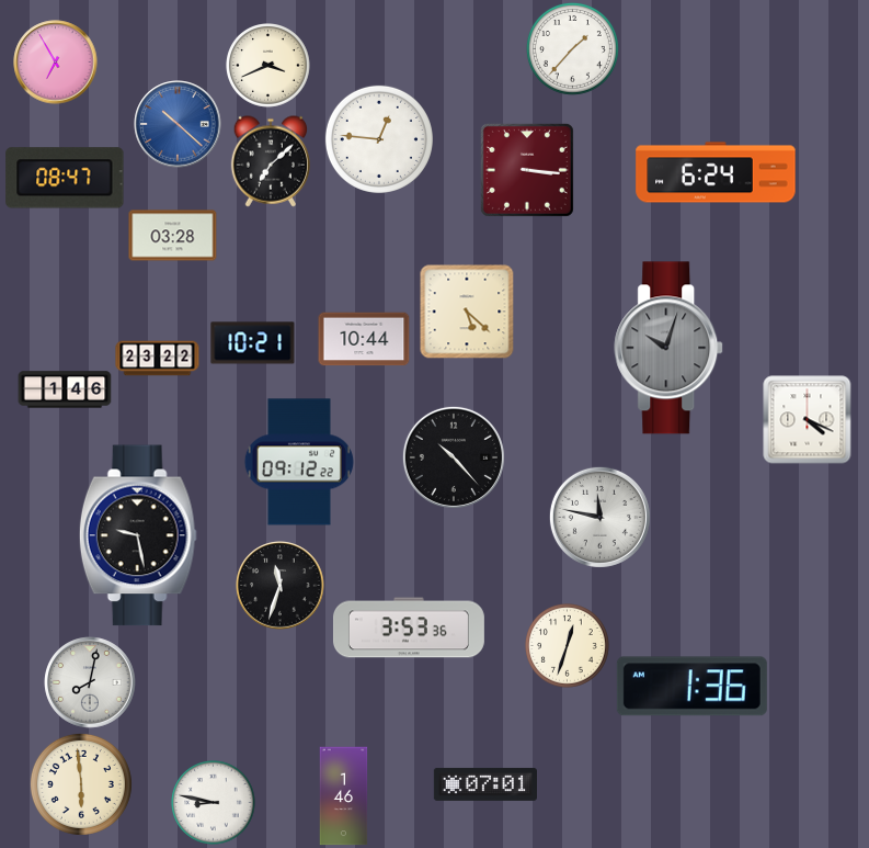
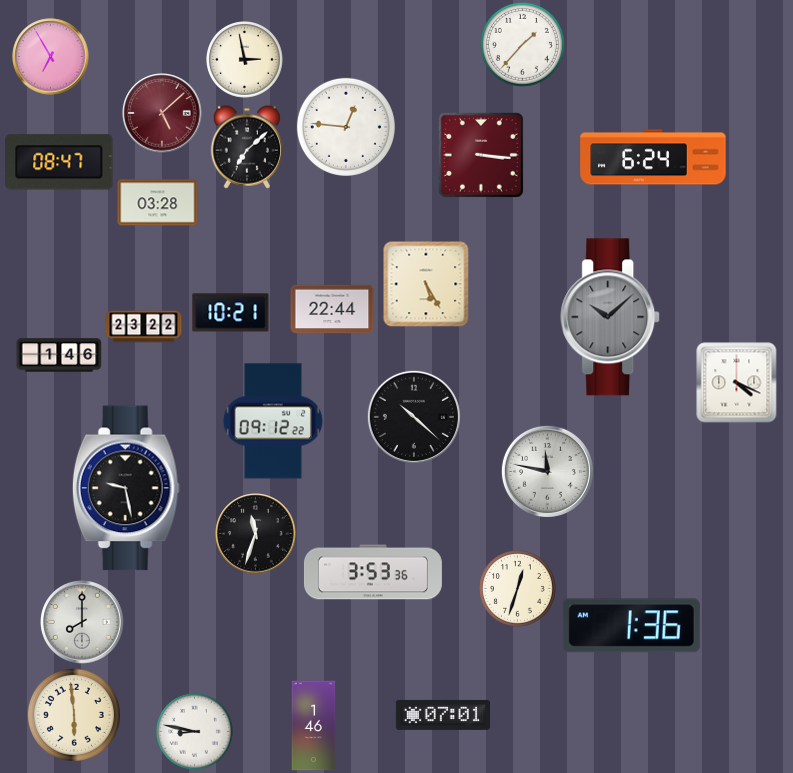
clock at (268, 66): 3:41 -> 2:58
clock at (178, 124): 10:22 -> 5:08
clock at (178, 124) dial: blue -> burgundy
clock at (173, 236) position: (173, 236) -> (158, 203)
clock at (467, 312): 5:22 -> 5:25
clock at (364, 339): 10:44 -> 22:44
clock at (670, 348): 10:03 -> 10:08
clock at (454, 457): 10:23 -> 10:22
clock at (90, 682): 8:02 -> 8:00
